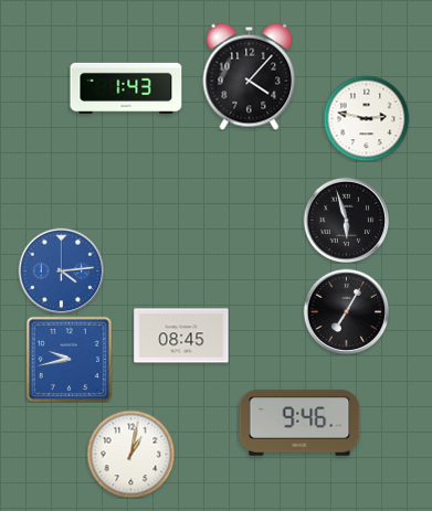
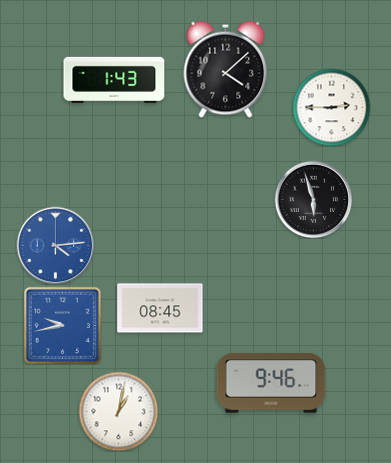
clock at (250, 76): 4:07 -> 4:08
clock at (366, 118): 2:47 -> 2:45
clock at (346, 311): 7:05 -> none
clock at (181, 336) position: (181, 336) -> (160, 308)
